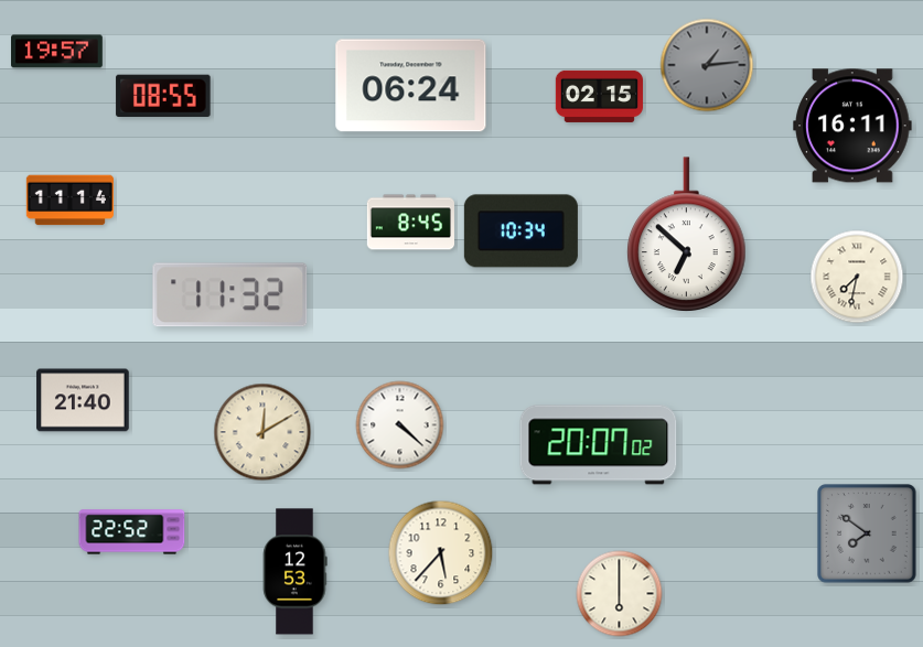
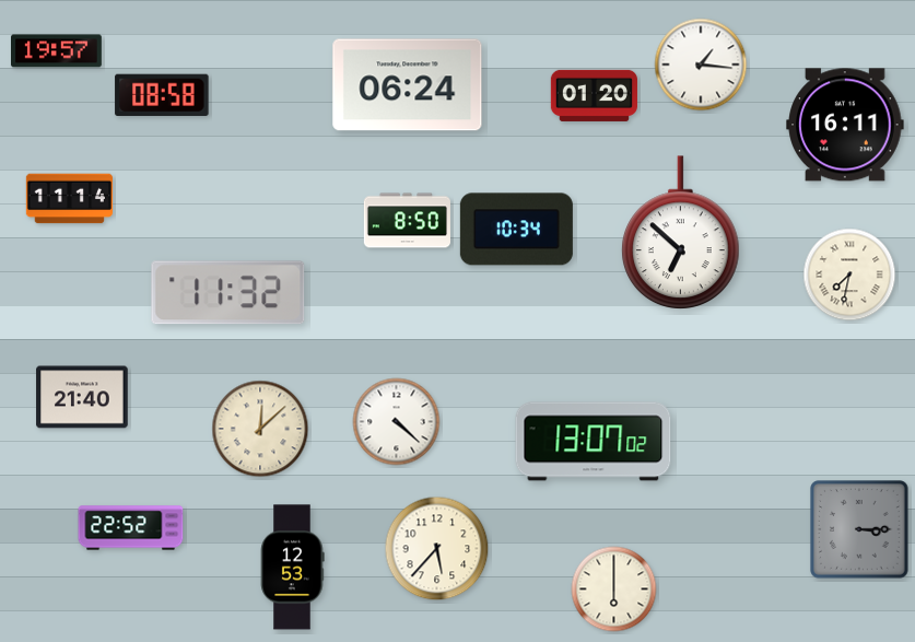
clock at (707, 65): 1:14 -> 1:16
clock at (707, 65) dial: grey -> white
clock at (163, 95): 08:55 -> 08:58
clock at (599, 96): 02:15 -> 01:20
clock at (410, 223): 8:45 -> 8:50
clock at (262, 432): 12:10 -> 12:08
clock at (599, 445): 20:07 -> 13:07
clock at (867, 533): 7:51 -> 3:15
